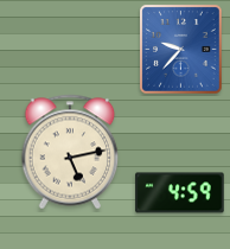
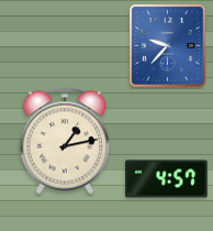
clock at (70, 152): 5:13 -> 1:13
clock at (180, 193): 4:59 -> 4:57
